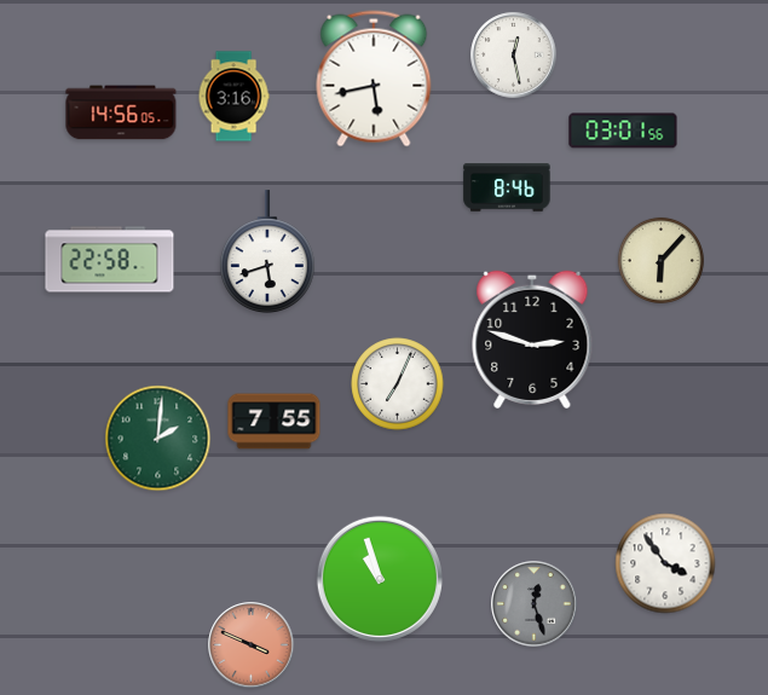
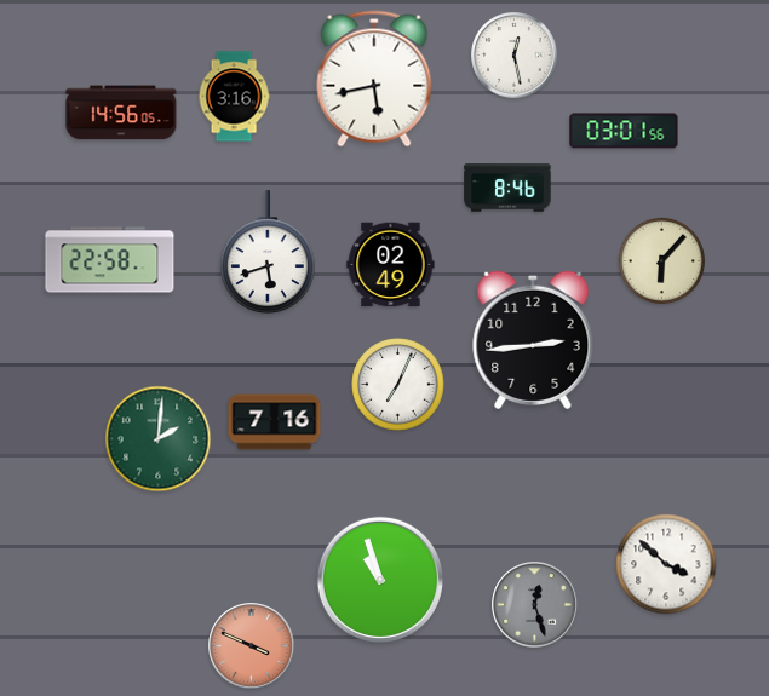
clock at (391, 265): none -> 02:49
clock at (532, 340): 2:48 -> 2:44
clock at (275, 422): 7:55 -> 7:16
clock at (665, 563): 3:54 -> 3:52
